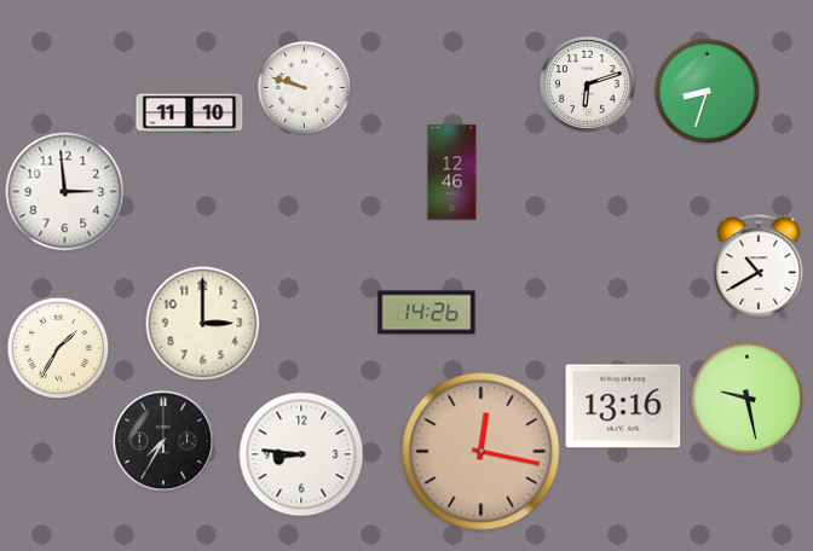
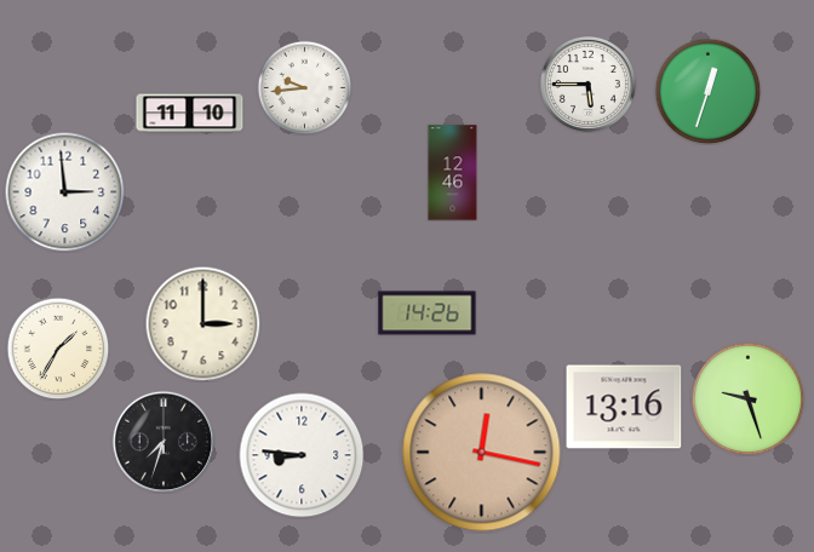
clock at (587, 83): 6:12 -> 5:45
clock at (304, 87): 9:48 -> 9:44
clock at (707, 91): 8:33 -> 12:33
clock at (759, 267): 10:40 -> none
clock at (746, 398): 9:28 -> 9:27
clock at (162, 440): 7:35 -> 7:33
